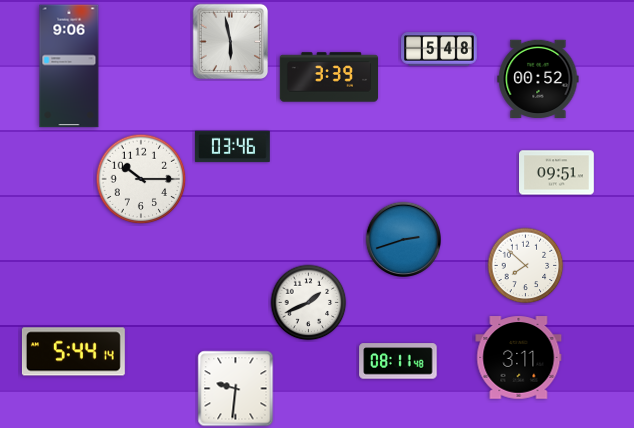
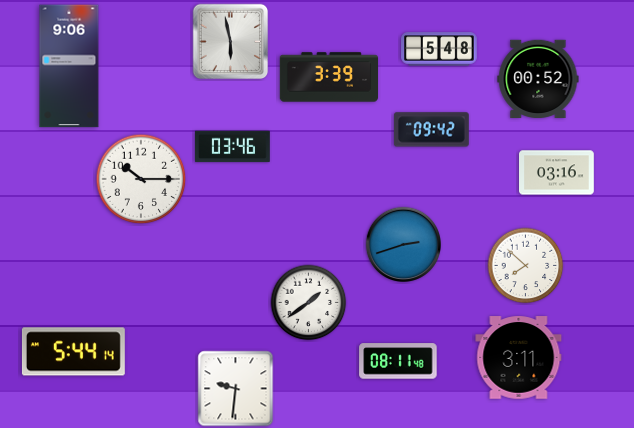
clock at (431, 130): none -> 09:42
clock at (557, 173): 09:51 -> 03:16
clock at (403, 239) position: (403, 239) -> (403, 244)
clock at (309, 303): 1:41 -> 1:39
